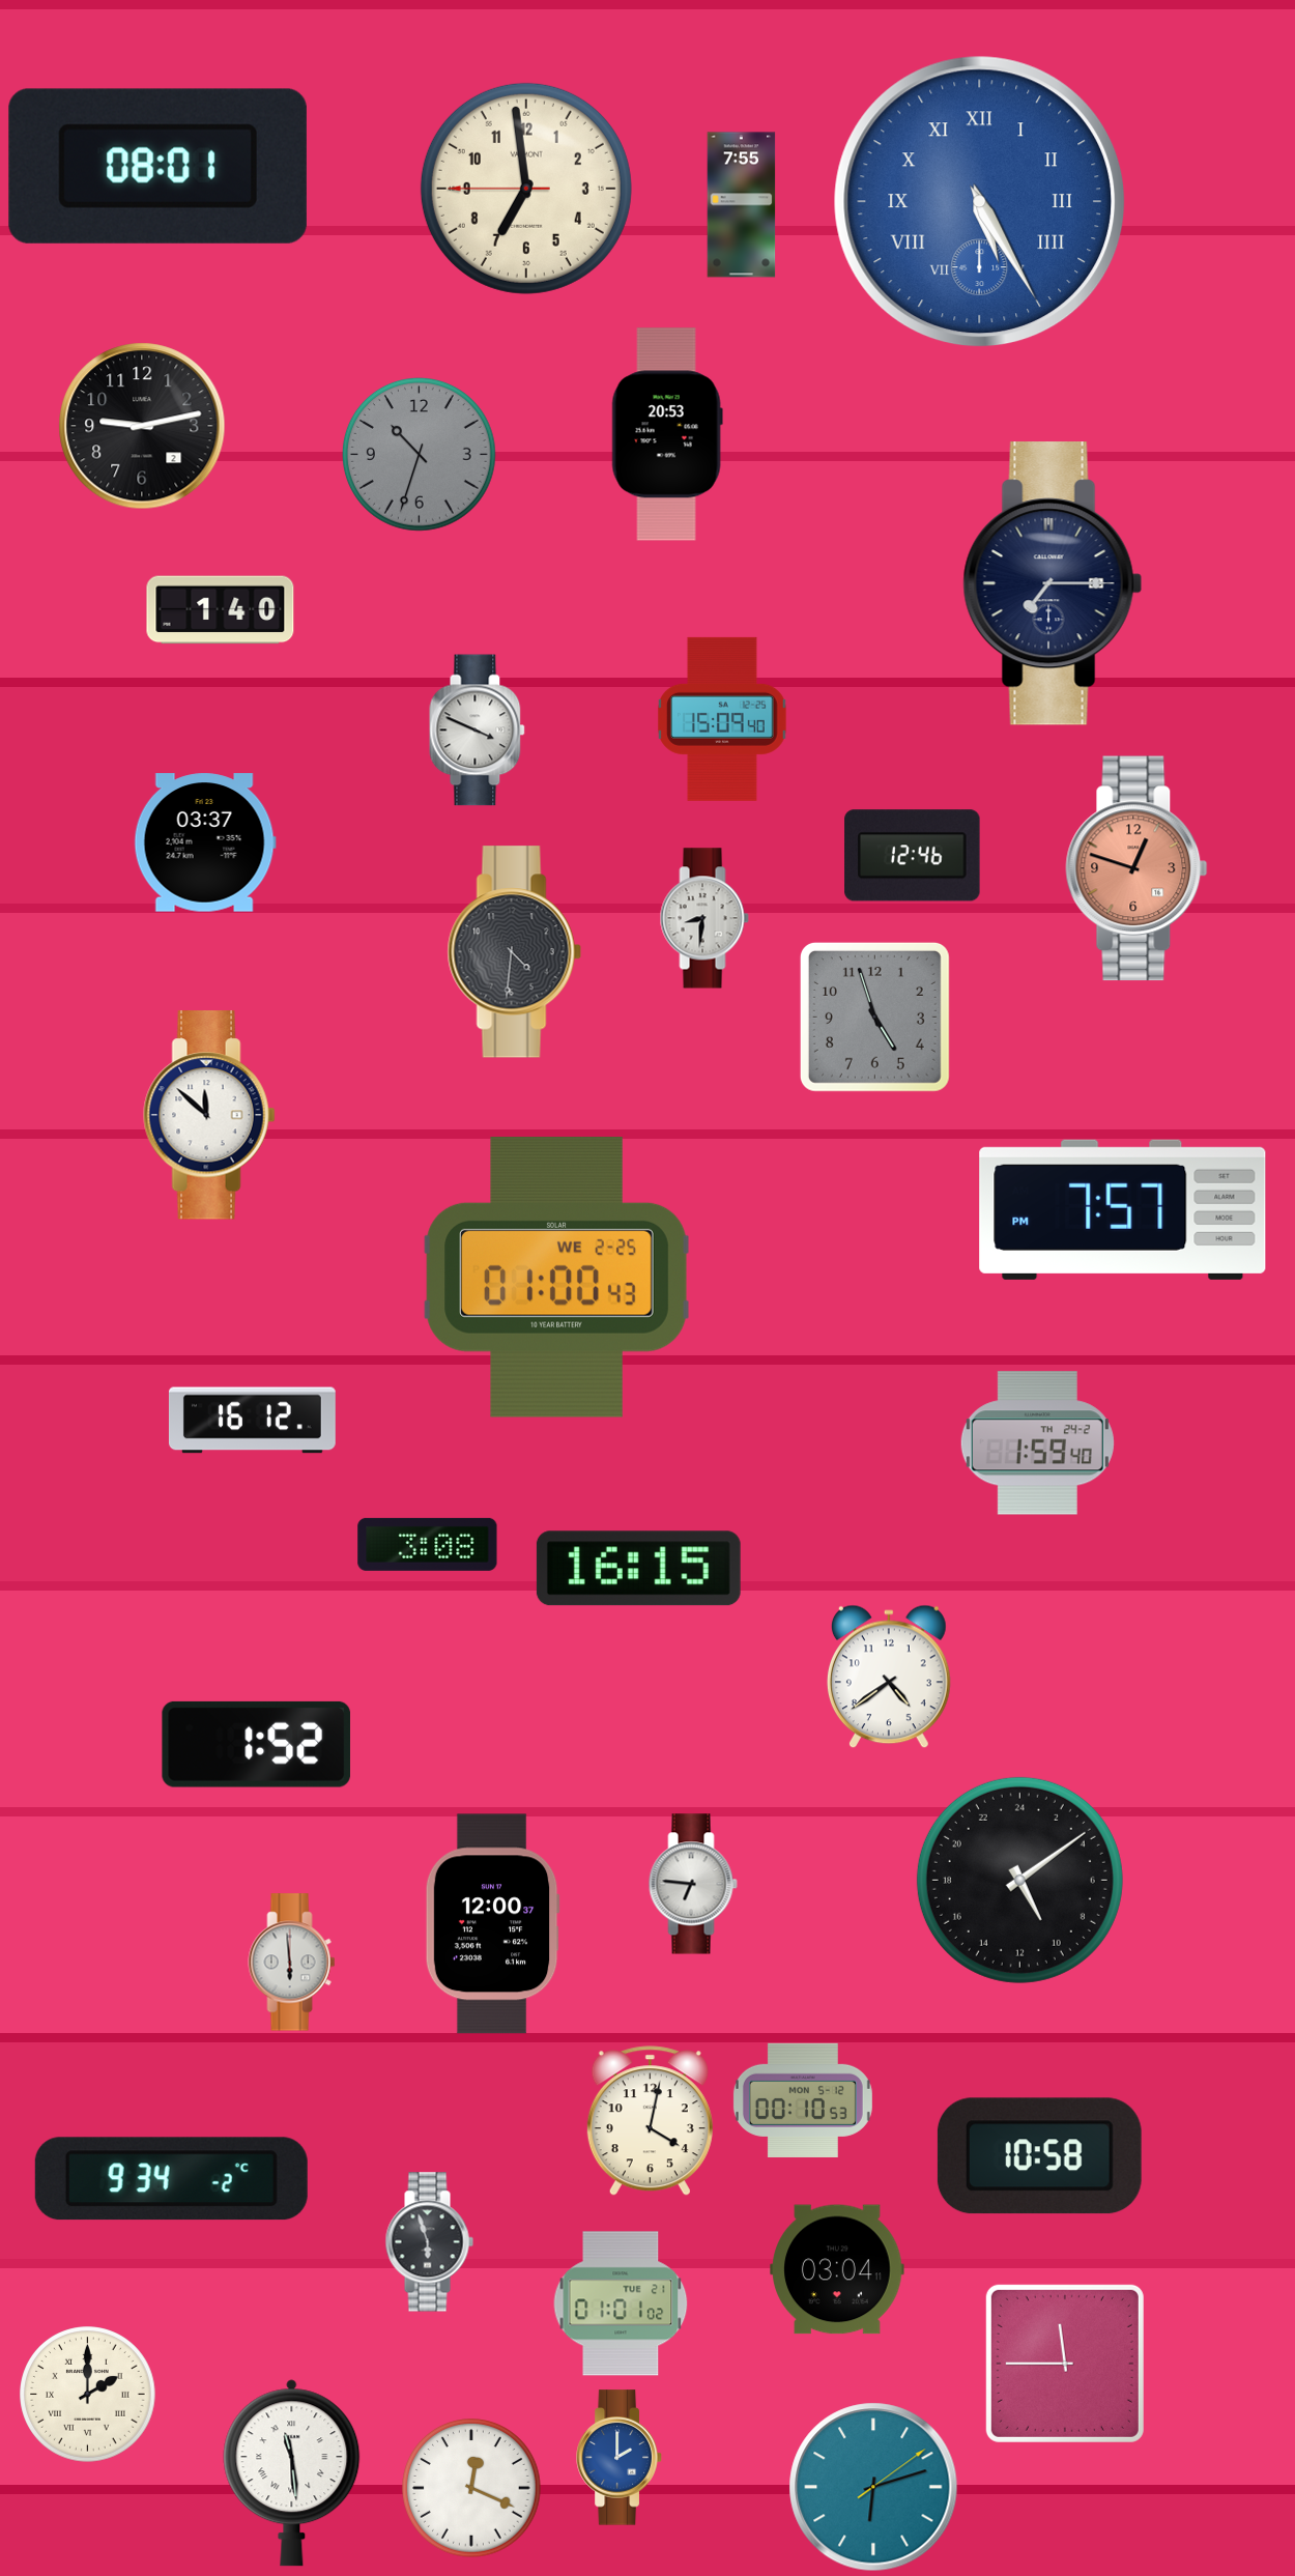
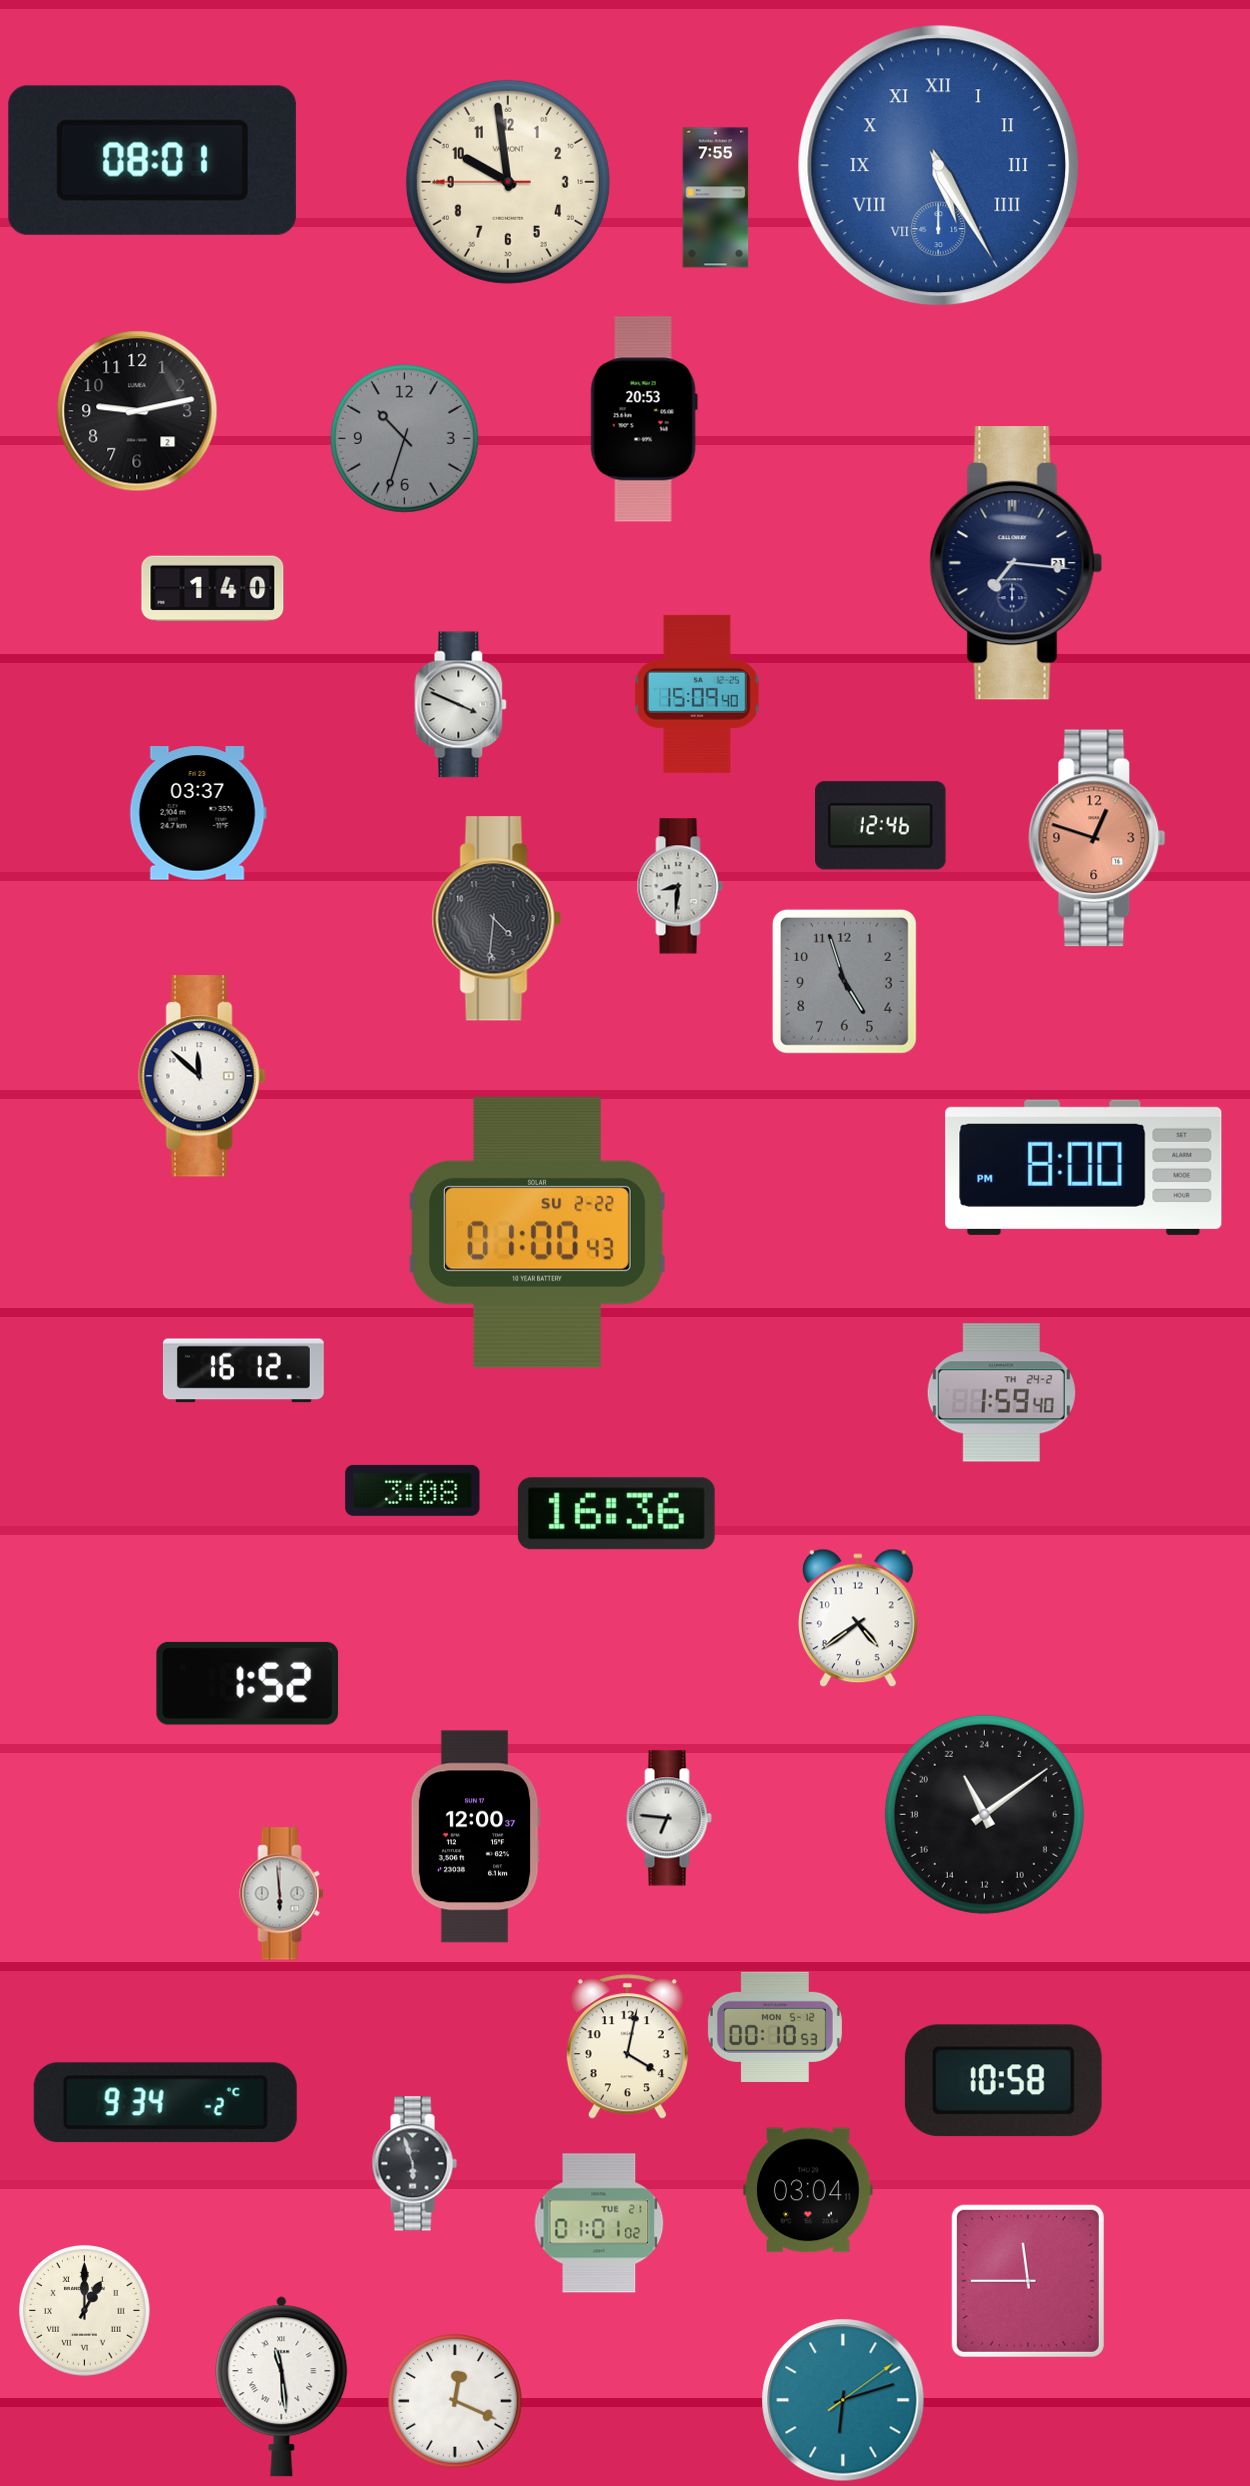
clock at (526, 189): 6:58 -> 9:58
clock at (980, 202) position: (980, 202) -> (939, 166)
clock at (1053, 583): 7:15 -> 7:16
clock at (1123, 1209): 7:57 -> 8:00
clock at (557, 1277) date: WE 2-25 -> SU 2-22
clock at (638, 1569): 16:15 -> 16:36
clock at (1019, 1880): 10:09 -> 22:09
clock at (492, 1924) position: (492, 1924) -> (475, 1837)
clock at (88, 2395): 2:00 -> 1:00
clock at (620, 2458): 2:00 -> none
